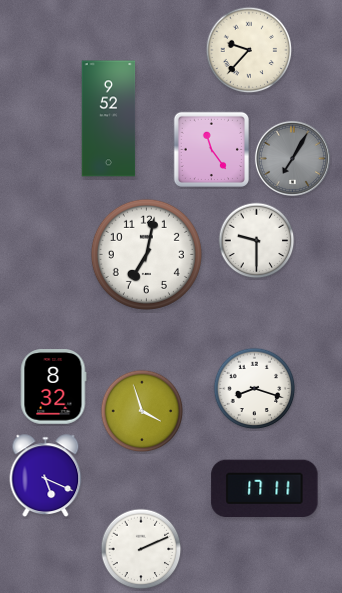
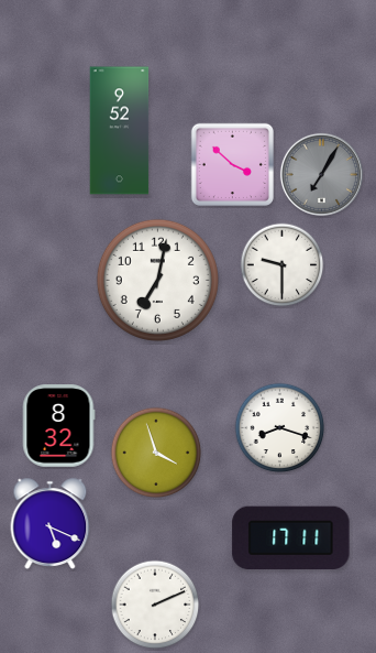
clock at (249, 50): 9:37 -> none
clock at (211, 149): 11:24 -> 3:52
clock at (146, 254) position: (146, 254) -> (157, 280)
